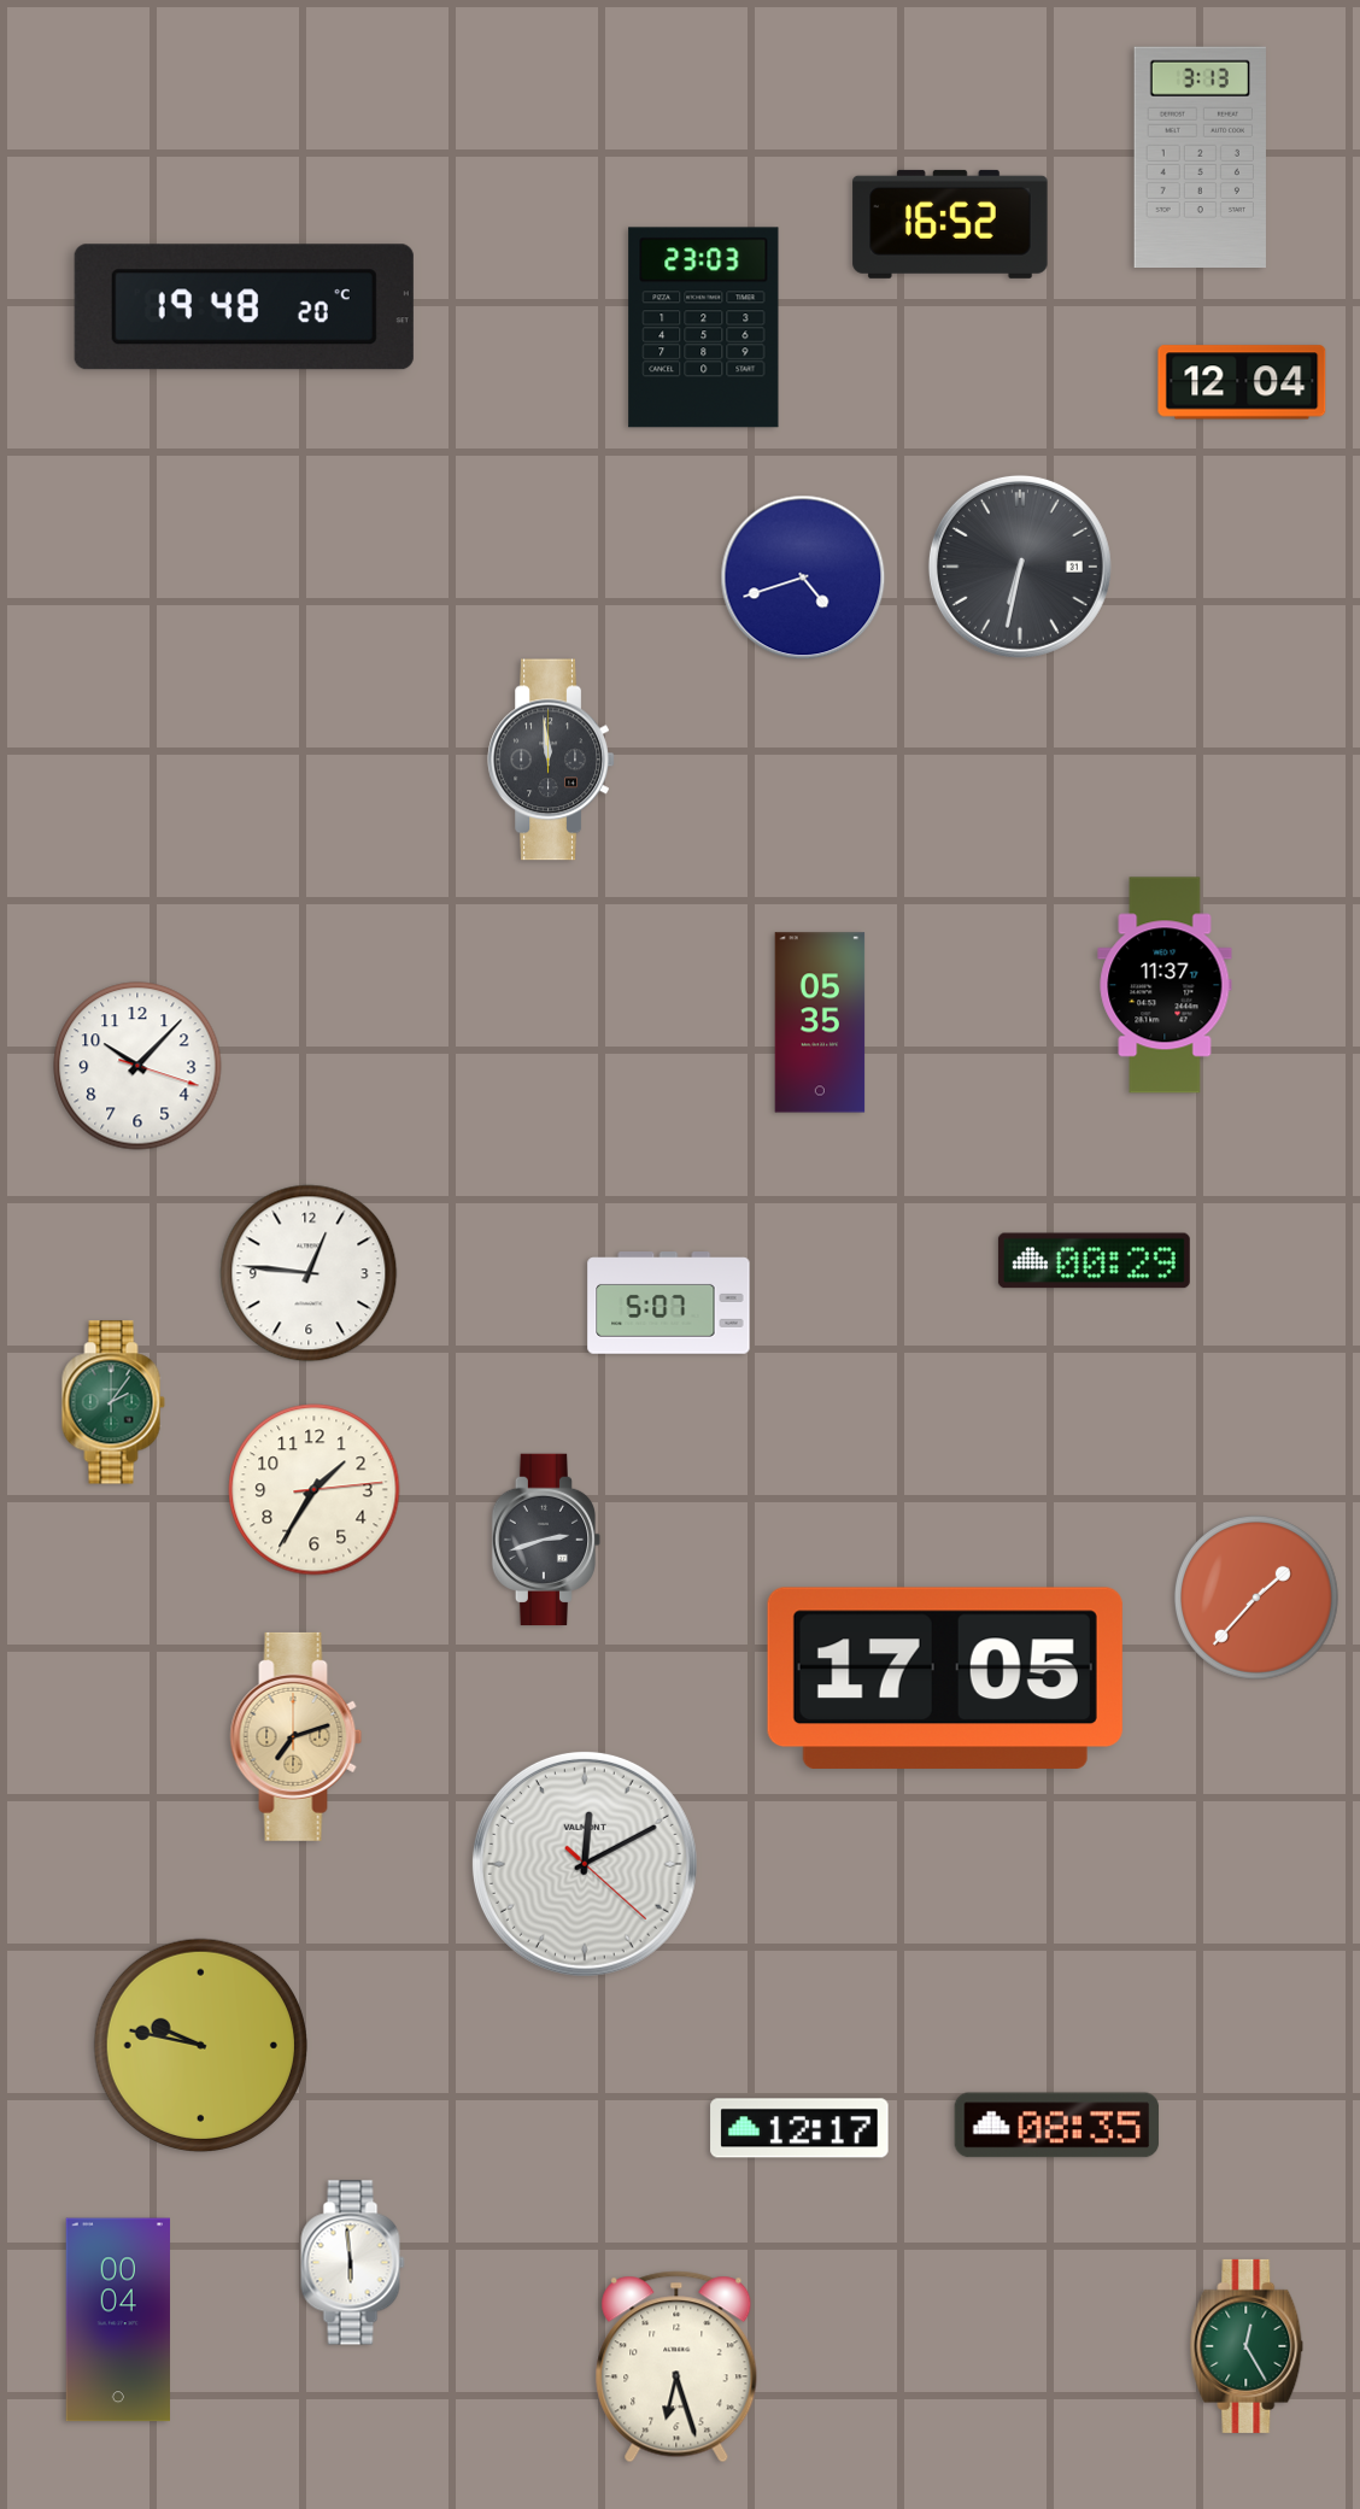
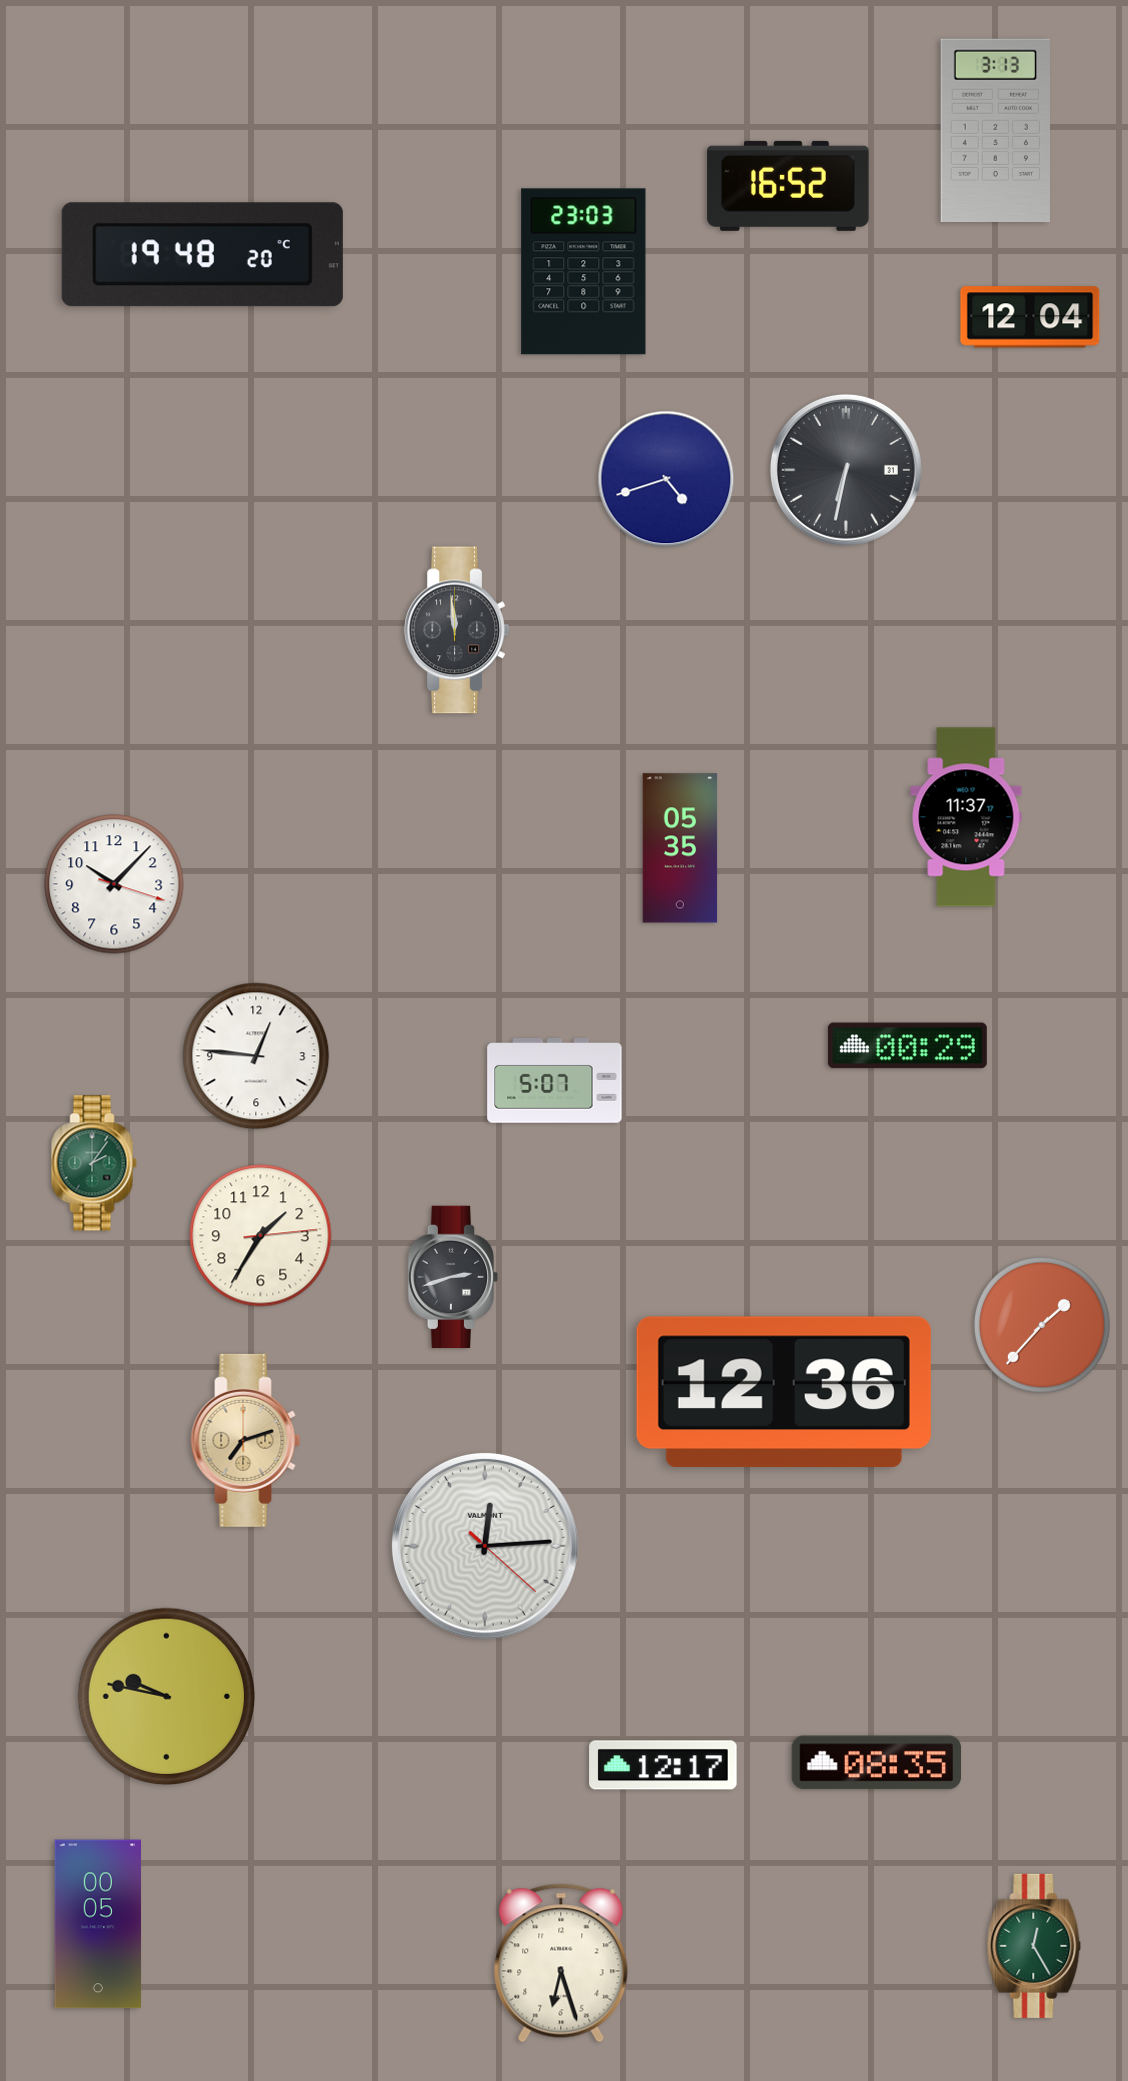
clock at (945, 1678): 17:05 -> 12:36
clock at (585, 1864): 12:10 -> 12:14
clock at (353, 2263): 5:59 -> none
clock at (117, 2320): 00:04 -> 00:05
